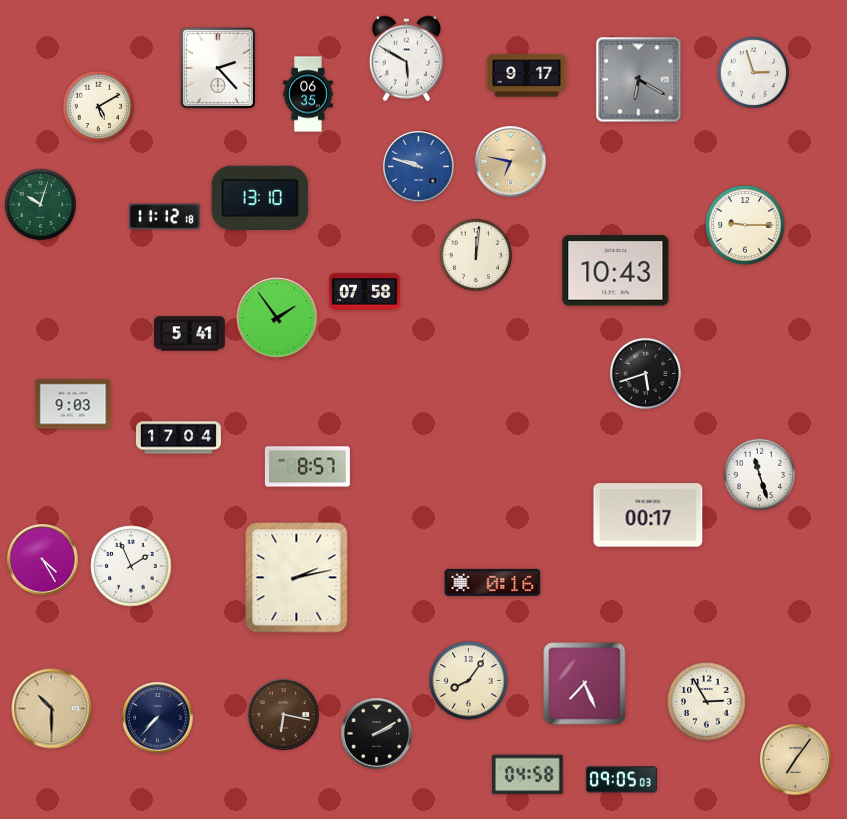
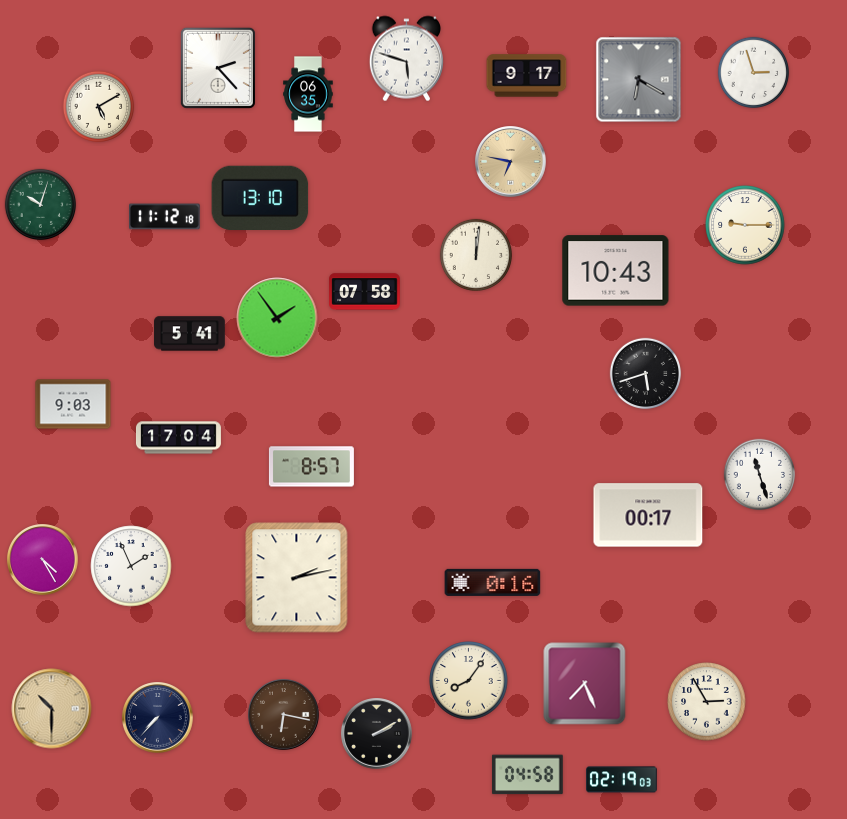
clock at (406, 59): 5:50 -> 5:48
clock at (419, 167): 9:48 -> none
clock at (307, 467) position: (307, 467) -> (311, 467)
clock at (796, 760): 7:06 -> none
clock at (622, 780): 09:05 -> 02:19
